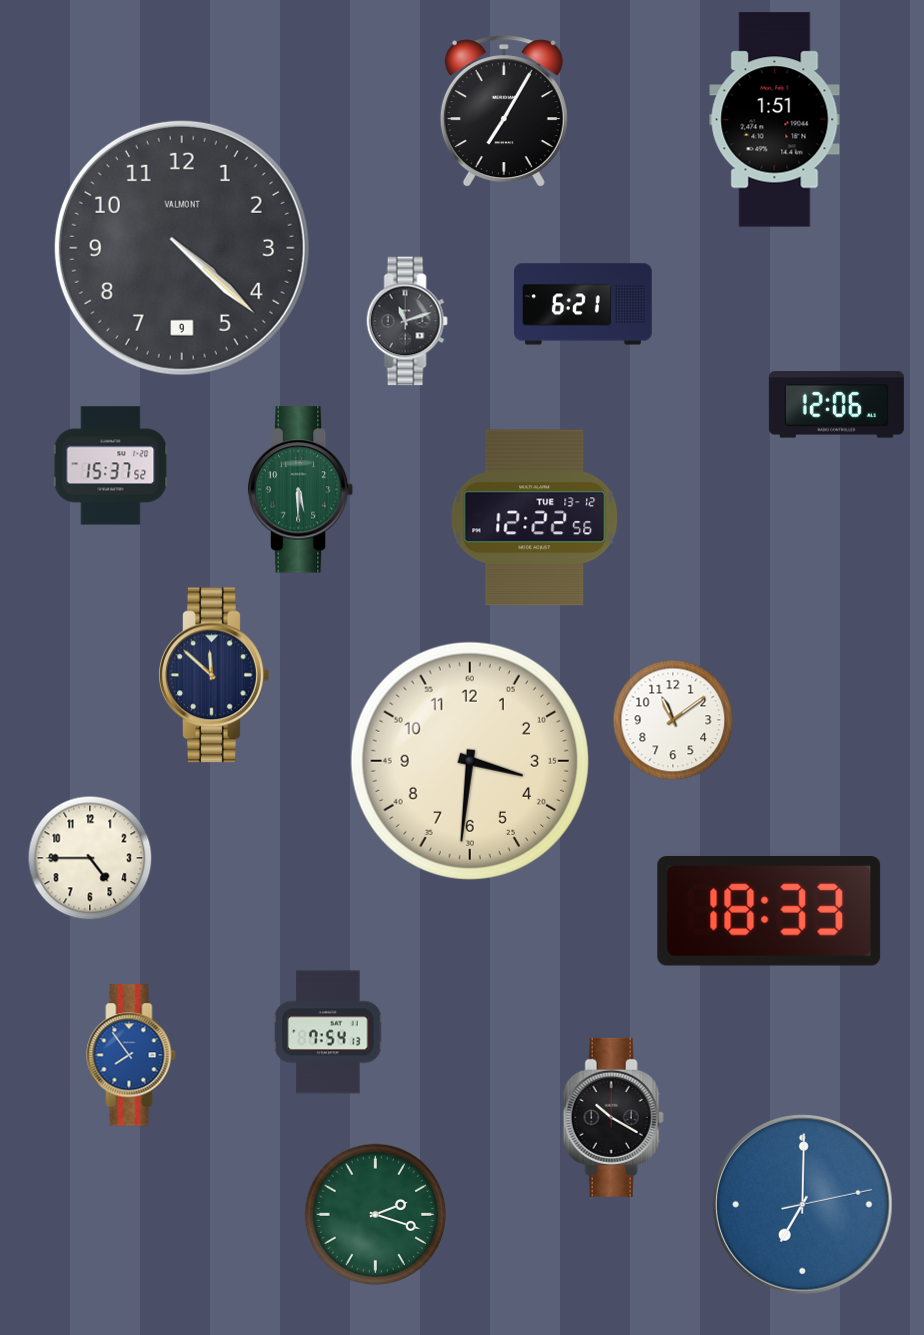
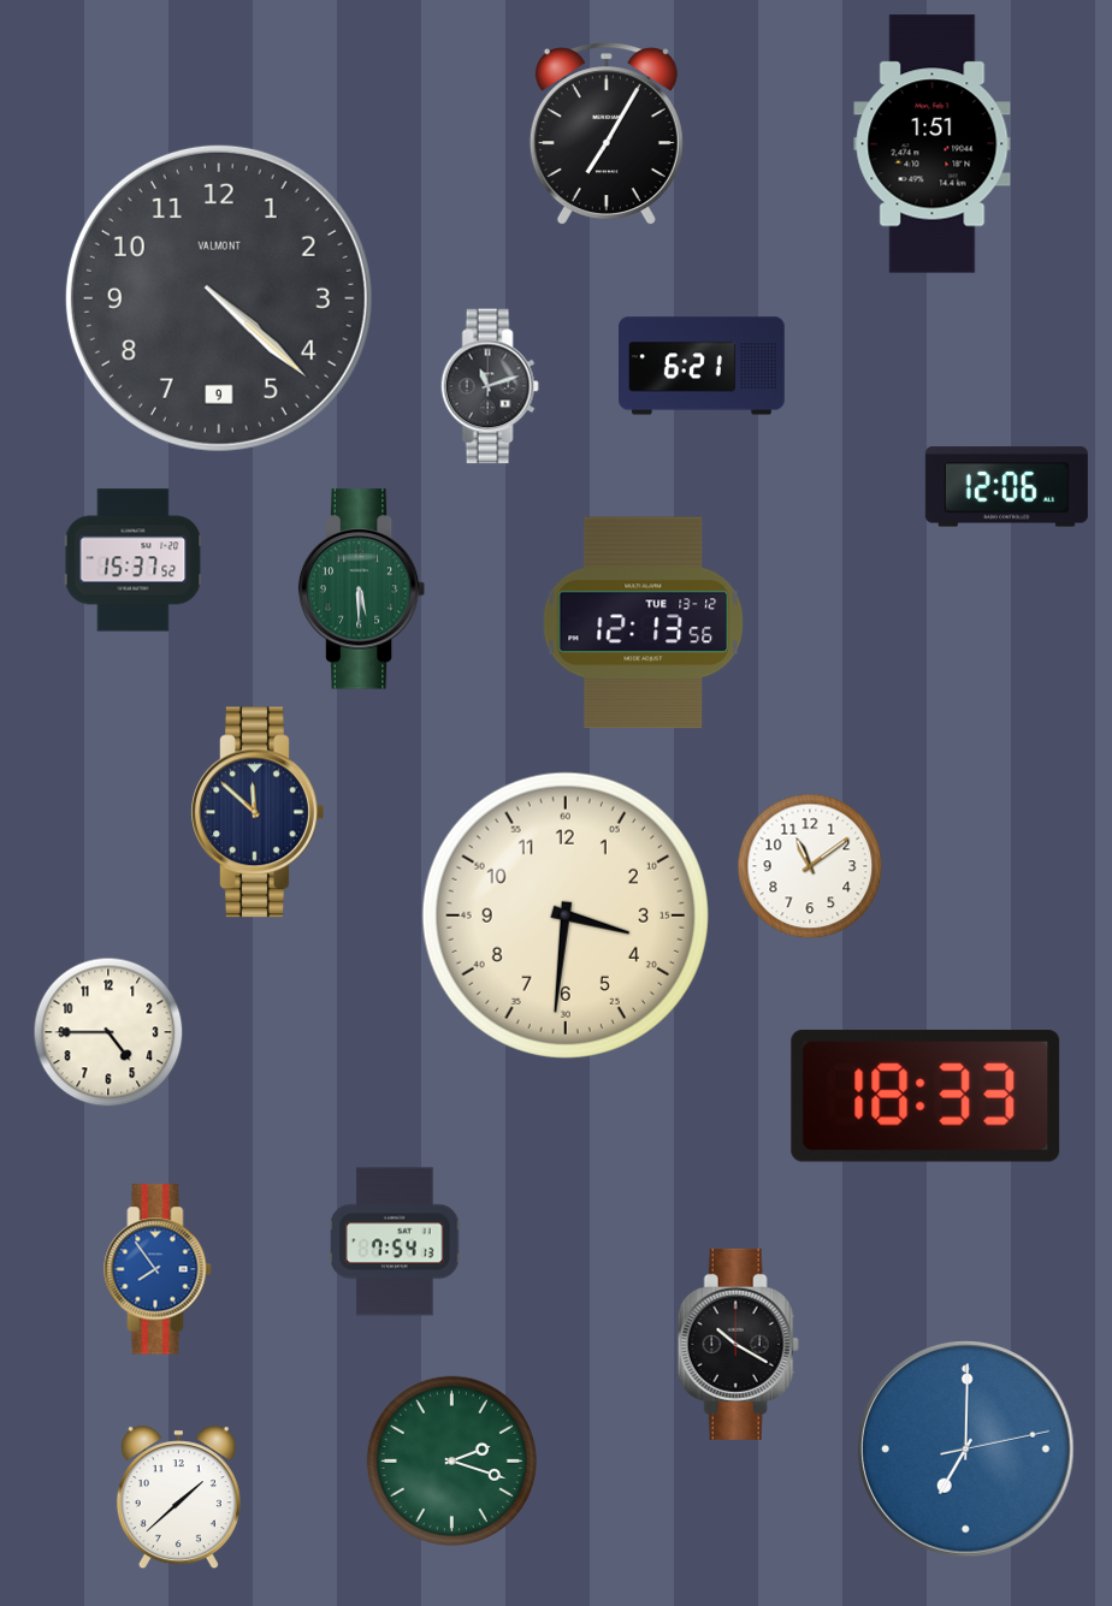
clock at (535, 518): 12:22 -> 12:13
clock at (178, 1498): none -> 1:38
